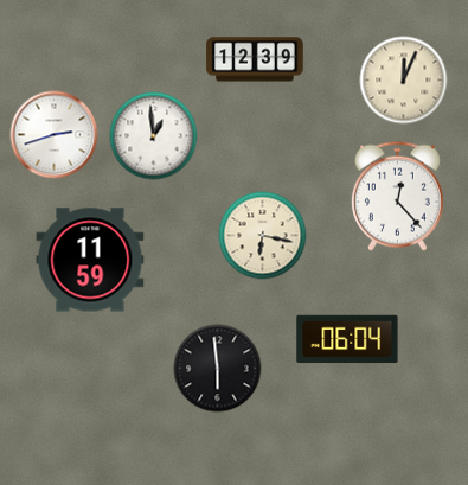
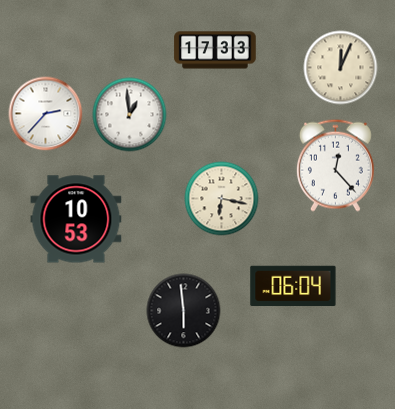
clock at (255, 59): 12:39 -> 17:33
clock at (55, 135): 2:42 -> 2:37
clock at (90, 260): 11:59 -> 10:53
